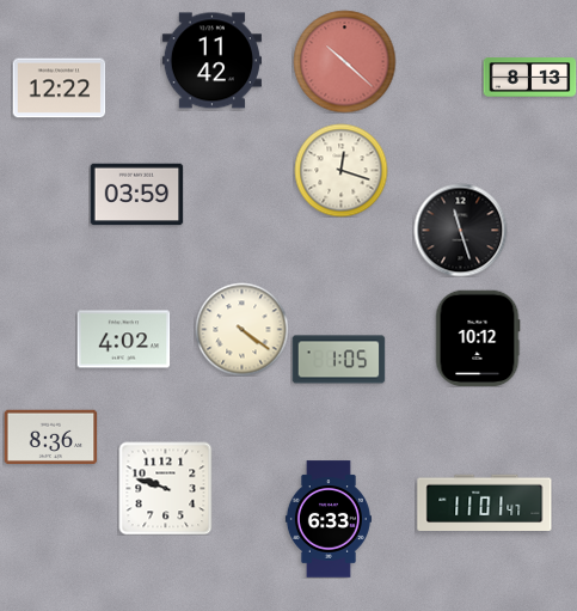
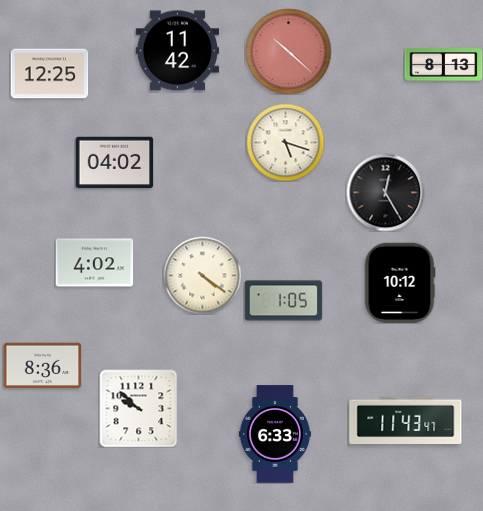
clock at (59, 88): 12:22 -> 12:25
clock at (340, 170): 12:18 -> 5:18
clock at (136, 195): 03:59 -> 04:02
clock at (460, 230): 11:27 -> 12:25
clock at (123, 340) position: (123, 340) -> (94, 263)
clock at (165, 488): 9:48 -> 9:52
clock at (485, 502): 11:01 -> 11:43
